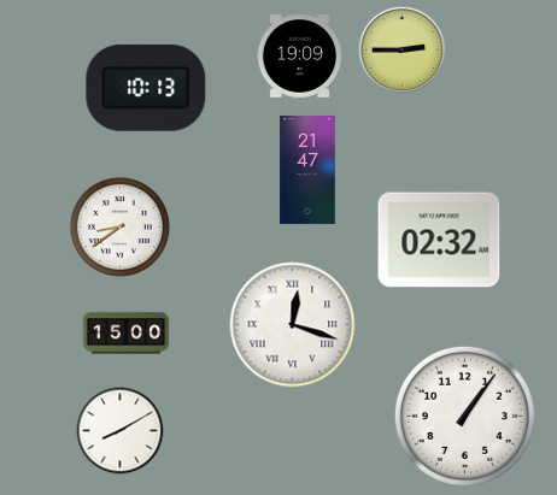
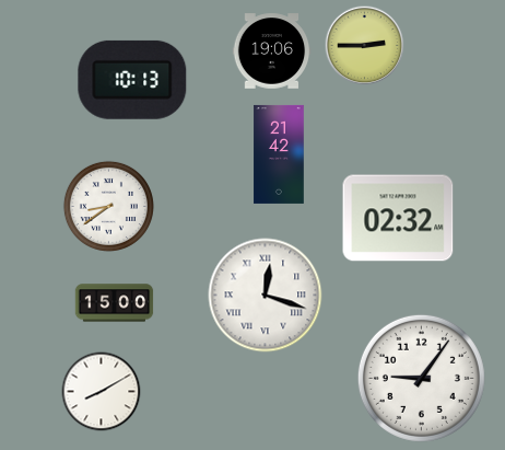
clock at (300, 57): 19:09 -> 19:06
clock at (307, 170): 21:47 -> 21:42
clock at (464, 416): 1:06 -> 9:06
clock at (121, 431) position: (121, 431) -> (102, 392)
